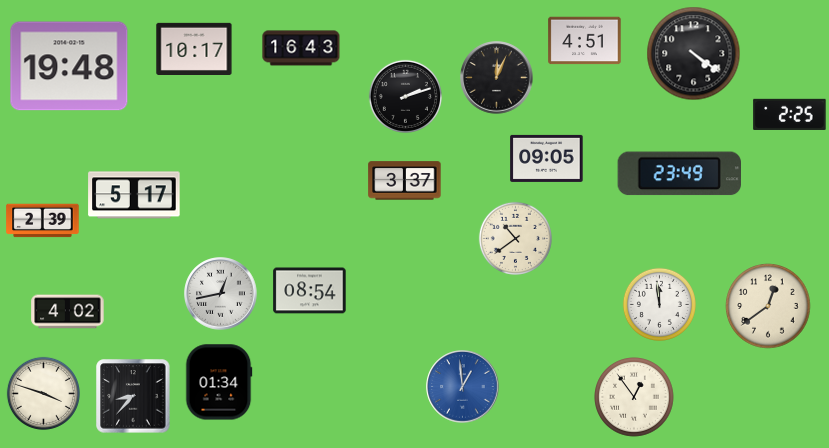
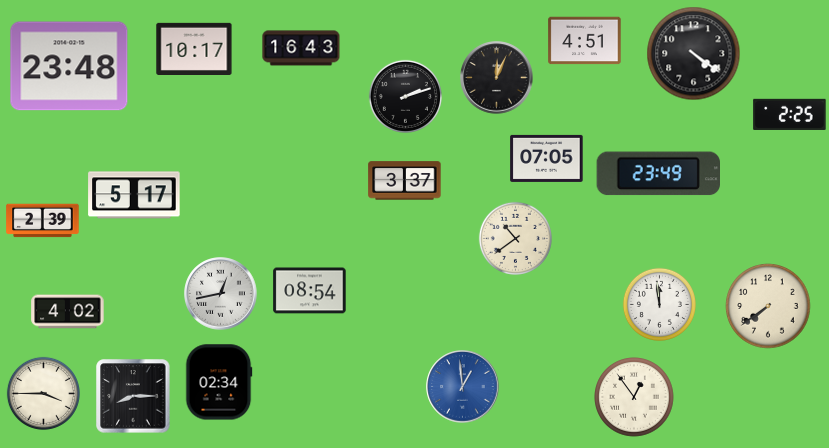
clock at (69, 66): 19:48 -> 23:48
clock at (547, 158): 09:05 -> 07:05
clock at (679, 174) position: (679, 174) -> (658, 174)
clock at (768, 306): 12:39 -> 7:39
clock at (219, 382): 01:34 -> 02:34
clock at (43, 393): 3:48 -> 3:45
clock at (133, 396): 8:37 -> 8:15
